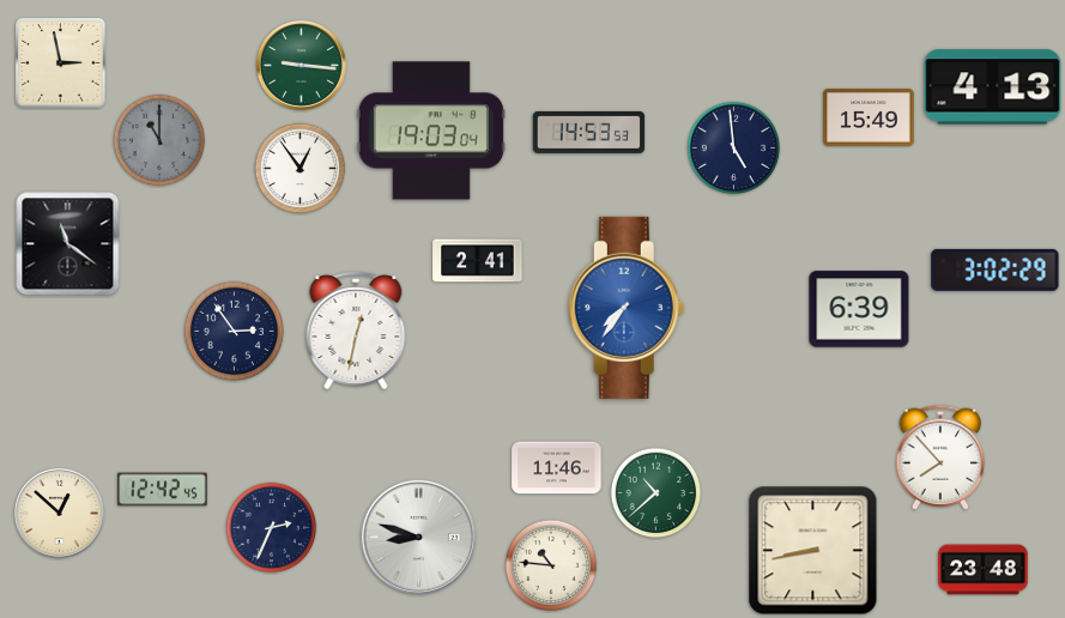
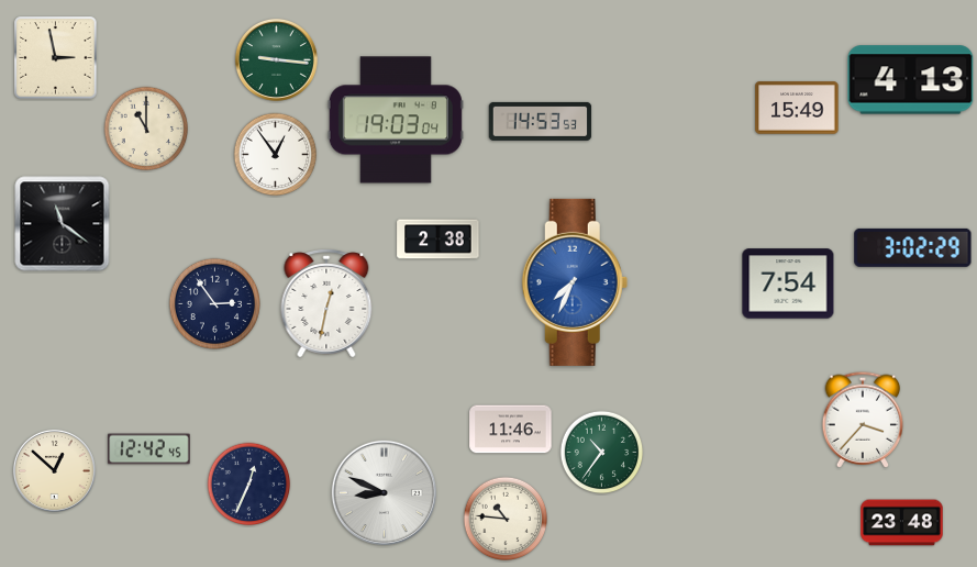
clock at (159, 140) dial: grey -> cream
clock at (734, 149): 4:59 -> none
clock at (478, 261): 2:41 -> 2:38
clock at (627, 308): 7:36 -> 7:34
clock at (859, 309): 6:39 -> 7:54
clock at (940, 458): 7:53 -> 3:37
clock at (656, 493): 10:38 -> 10:36
clock at (272, 528): 2:34 -> 12:34
clock at (418, 537): 8:48 -> 8:49
clock at (813, 551): 8:43 -> none
